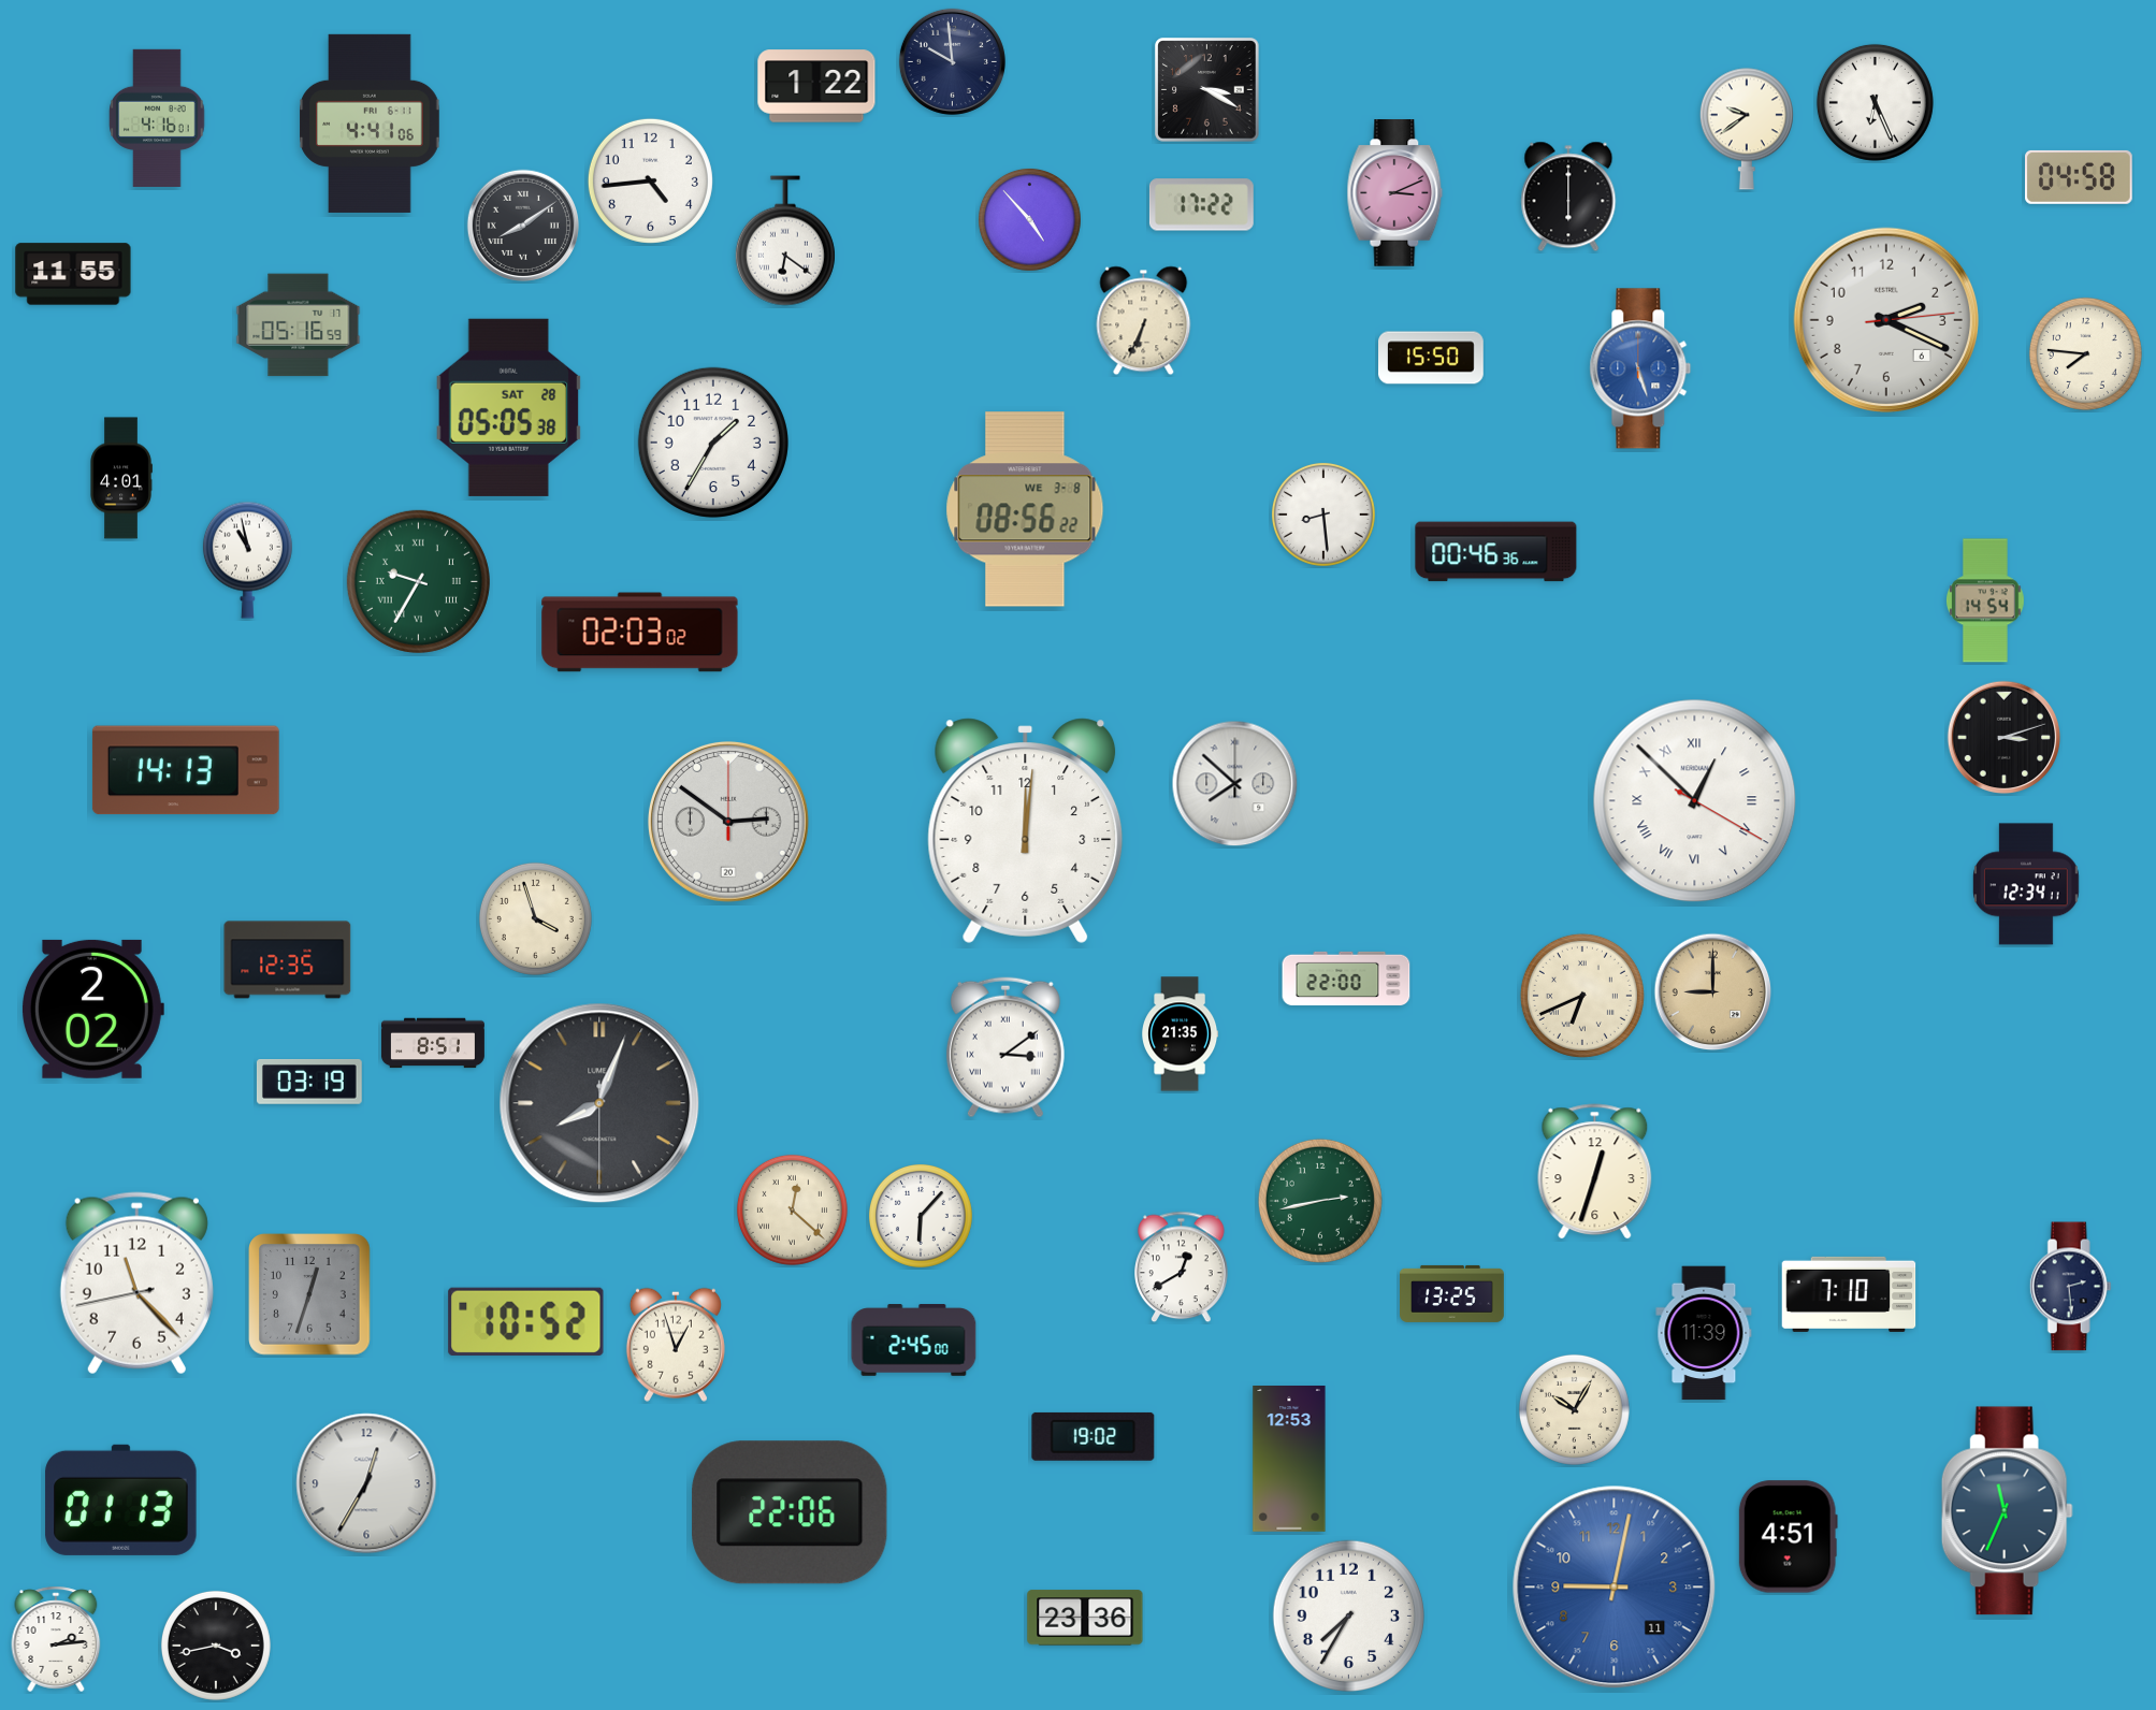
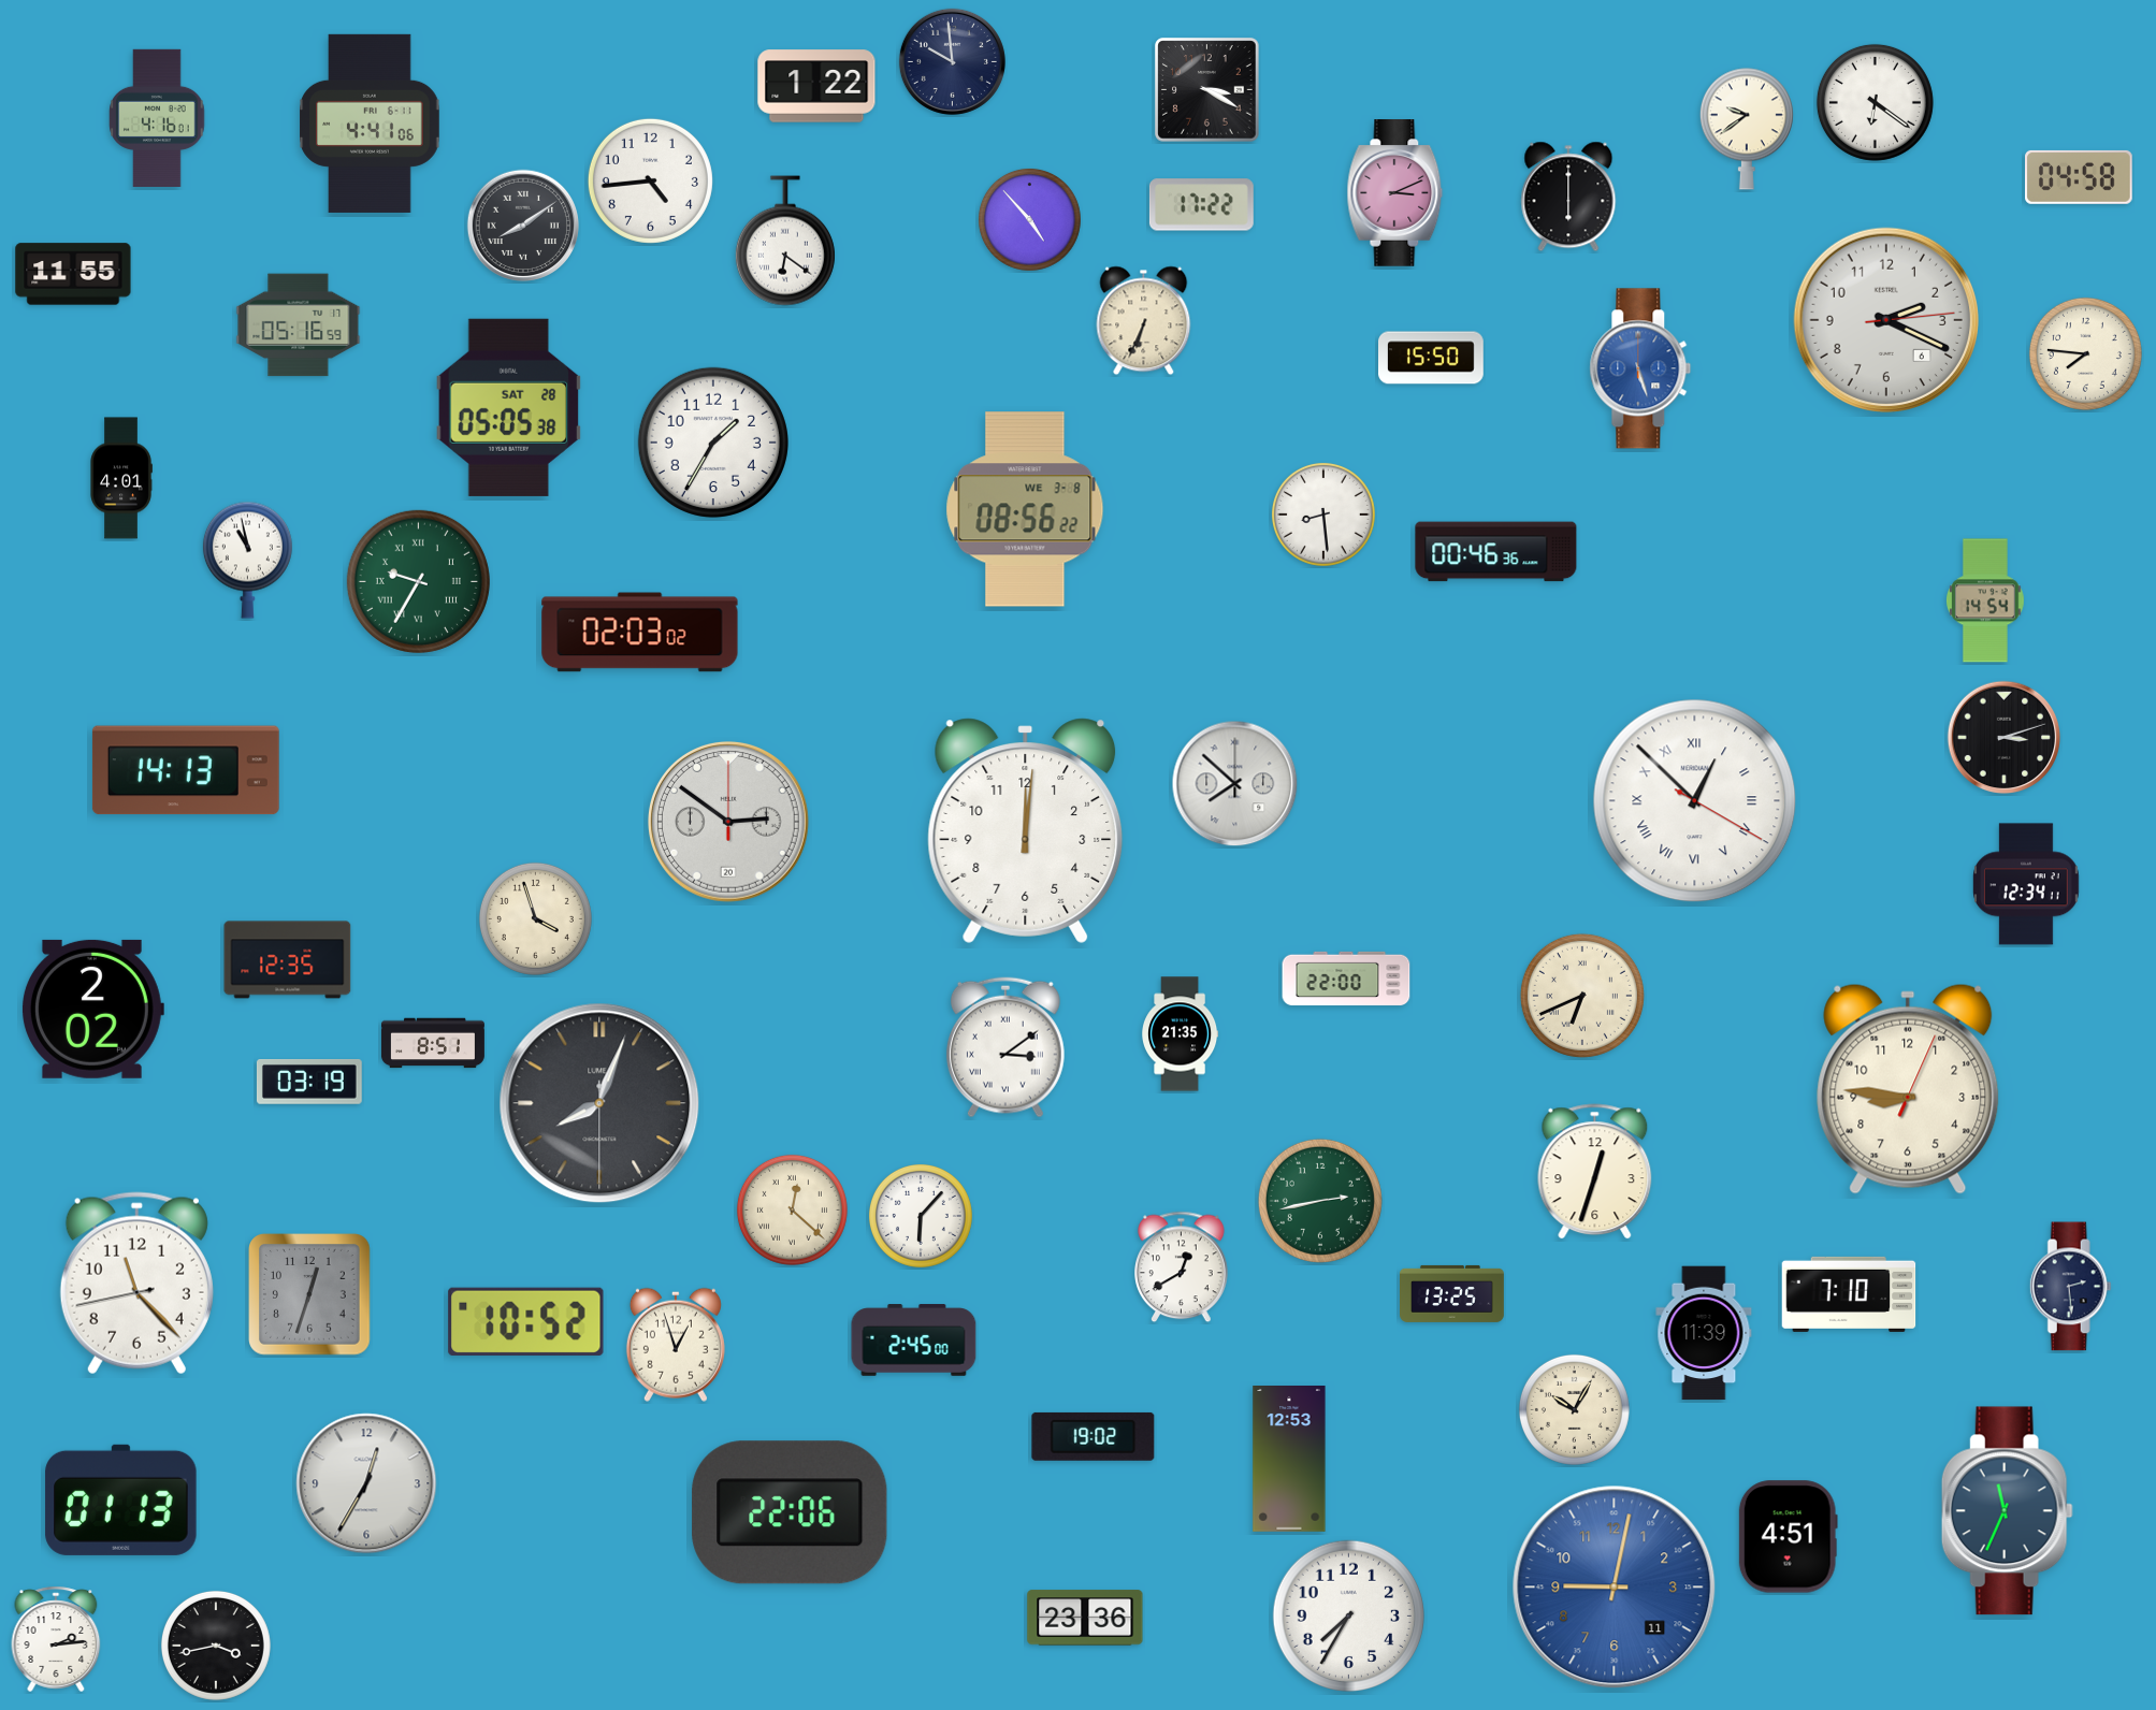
clock at (1875, 102): 6:26 -> 6:21
clock at (1713, 992): 9:00 -> none
clock at (1908, 1089): none -> 8:46
